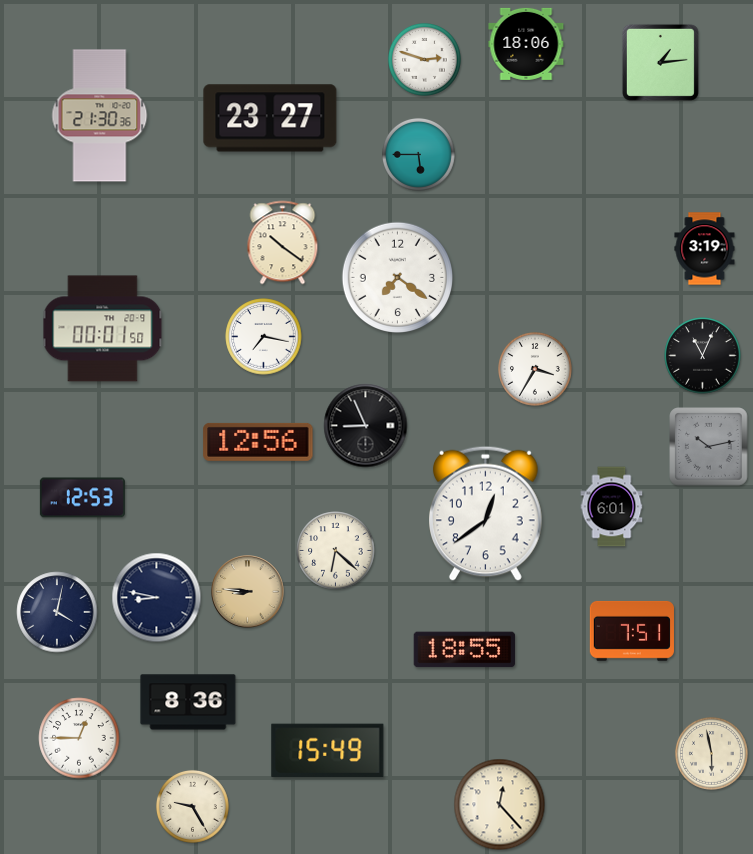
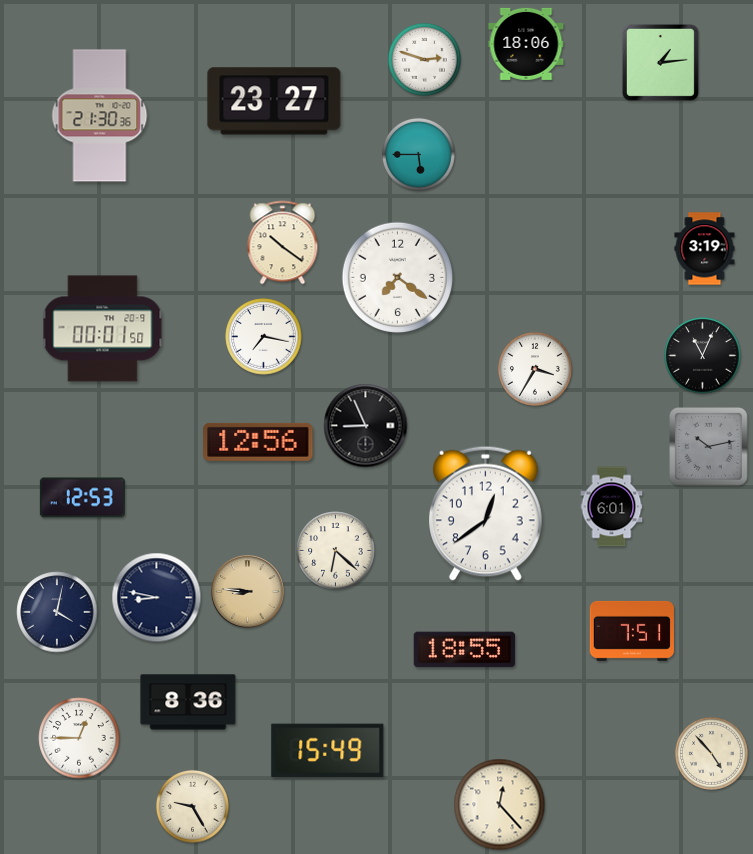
clock at (270, 118) position: (270, 118) -> (274, 101)
clock at (712, 754): 5:58 -> 4:53
